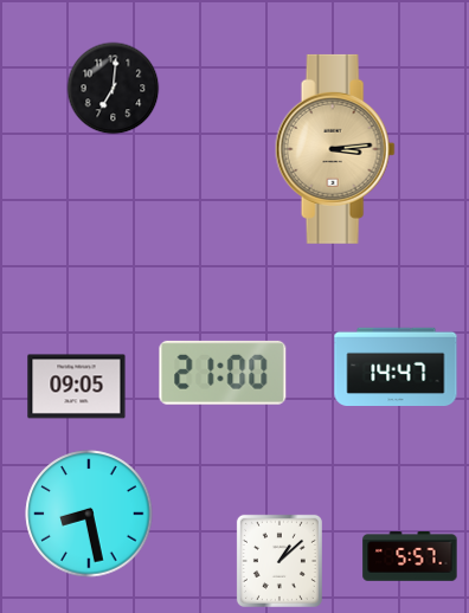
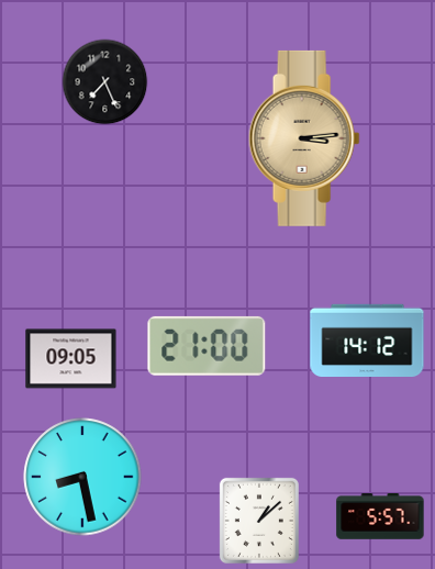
clock at (114, 89): 7:01 -> 7:26
clock at (335, 149) position: (335, 149) -> (304, 138)
clock at (396, 366): 14:47 -> 14:12
